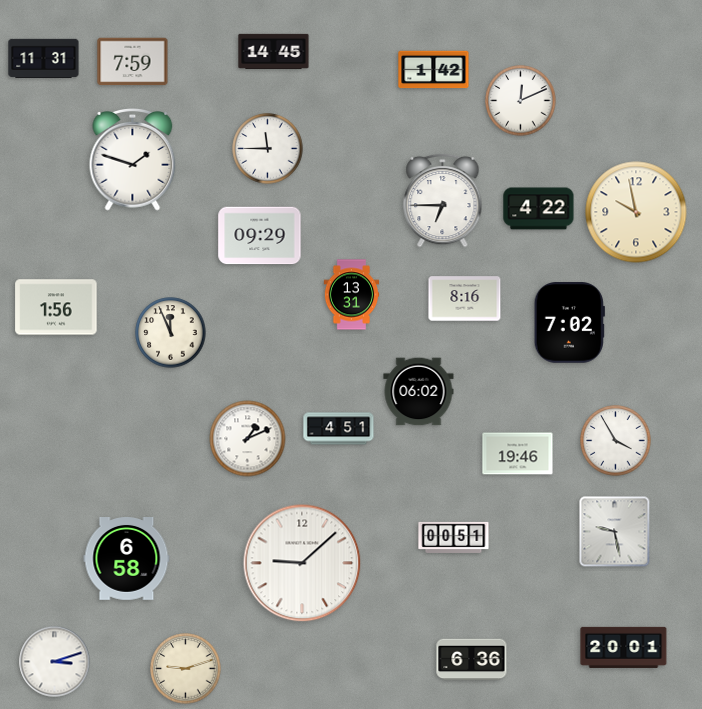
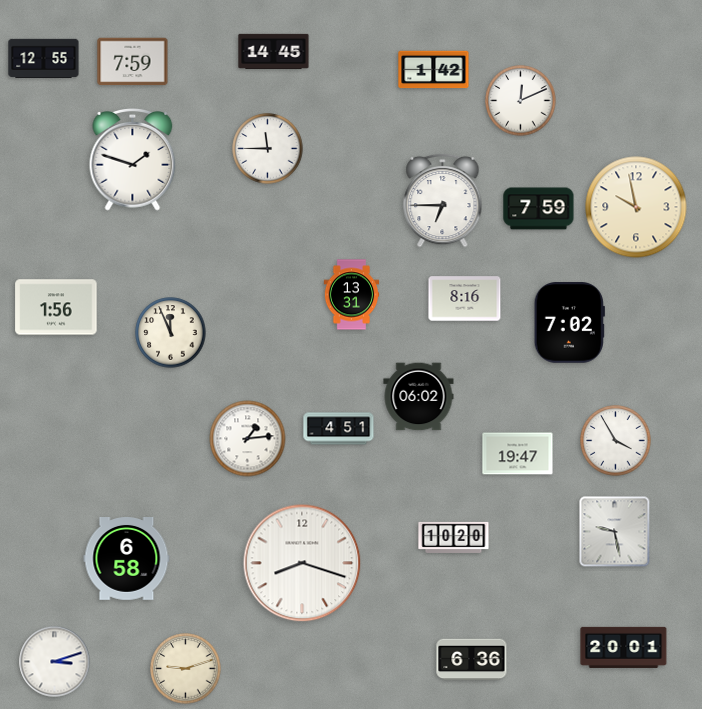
clock at (44, 58): 11:31 -> 12:55
clock at (539, 209): 4:22 -> 7:59
clock at (636, 212) position: (636, 212) -> (636, 207)
clock at (260, 236): 09:29 -> none
clock at (419, 392) position: (419, 392) -> (419, 397)
clock at (248, 439): 1:11 -> 1:14
clock at (518, 454): 19:46 -> 19:47
clock at (454, 537): 00:51 -> 10:20
clock at (302, 563): 9:08 -> 8:18
